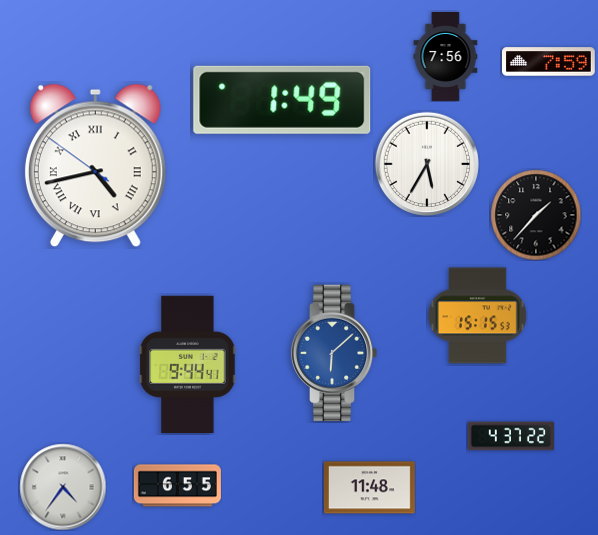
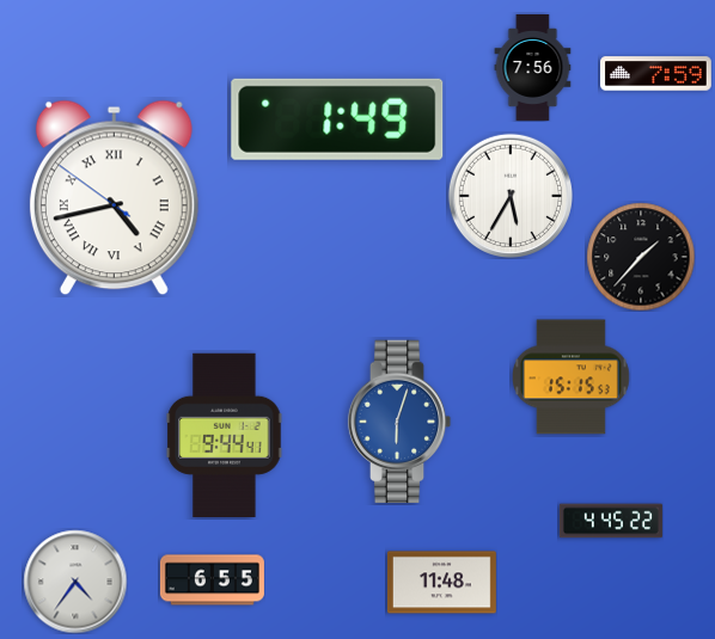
clock at (334, 353): 6:08 -> 6:03
clock at (511, 436): 4:37 -> 4:45
